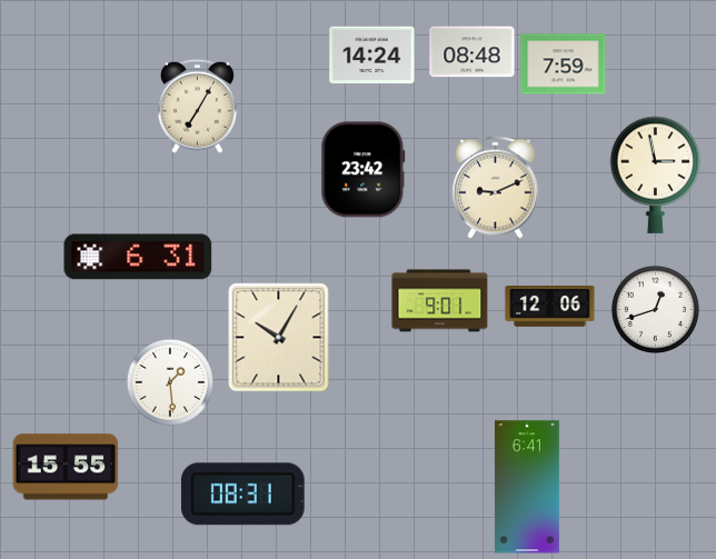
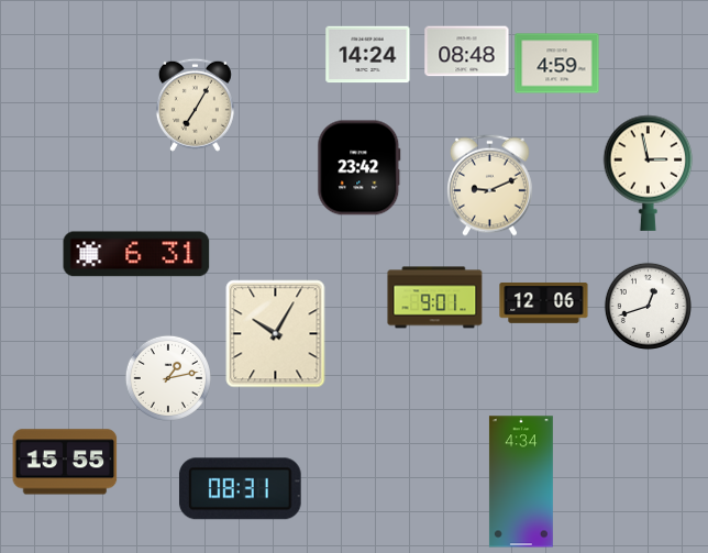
clock at (564, 64): 7:59 -> 4:59
clock at (170, 382): 1:29 -> 1:13
clock at (527, 487): 6:41 -> 4:34
